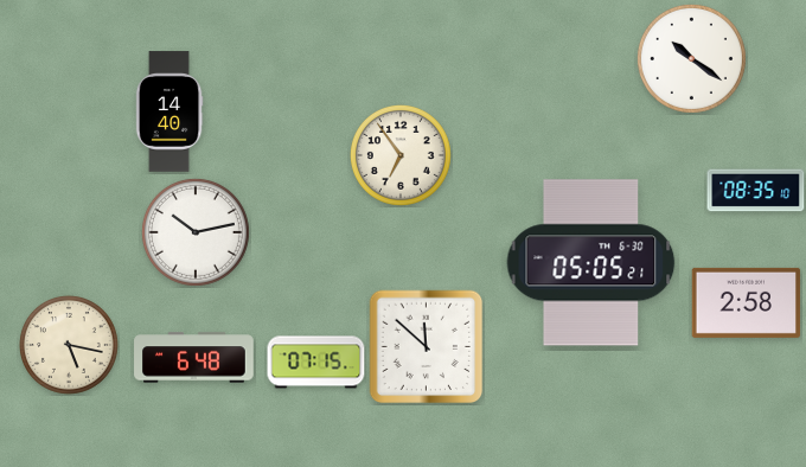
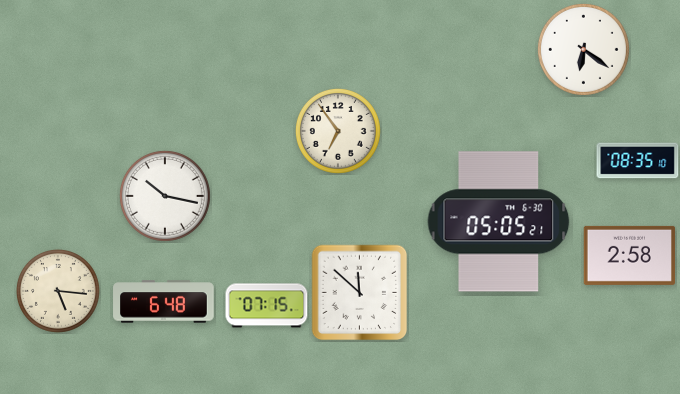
clock at (691, 58): 10:21 -> 6:21
clock at (169, 111): 14:40 -> none
clock at (196, 232): 10:13 -> 10:17
clock at (69, 345): 5:17 -> 5:16
